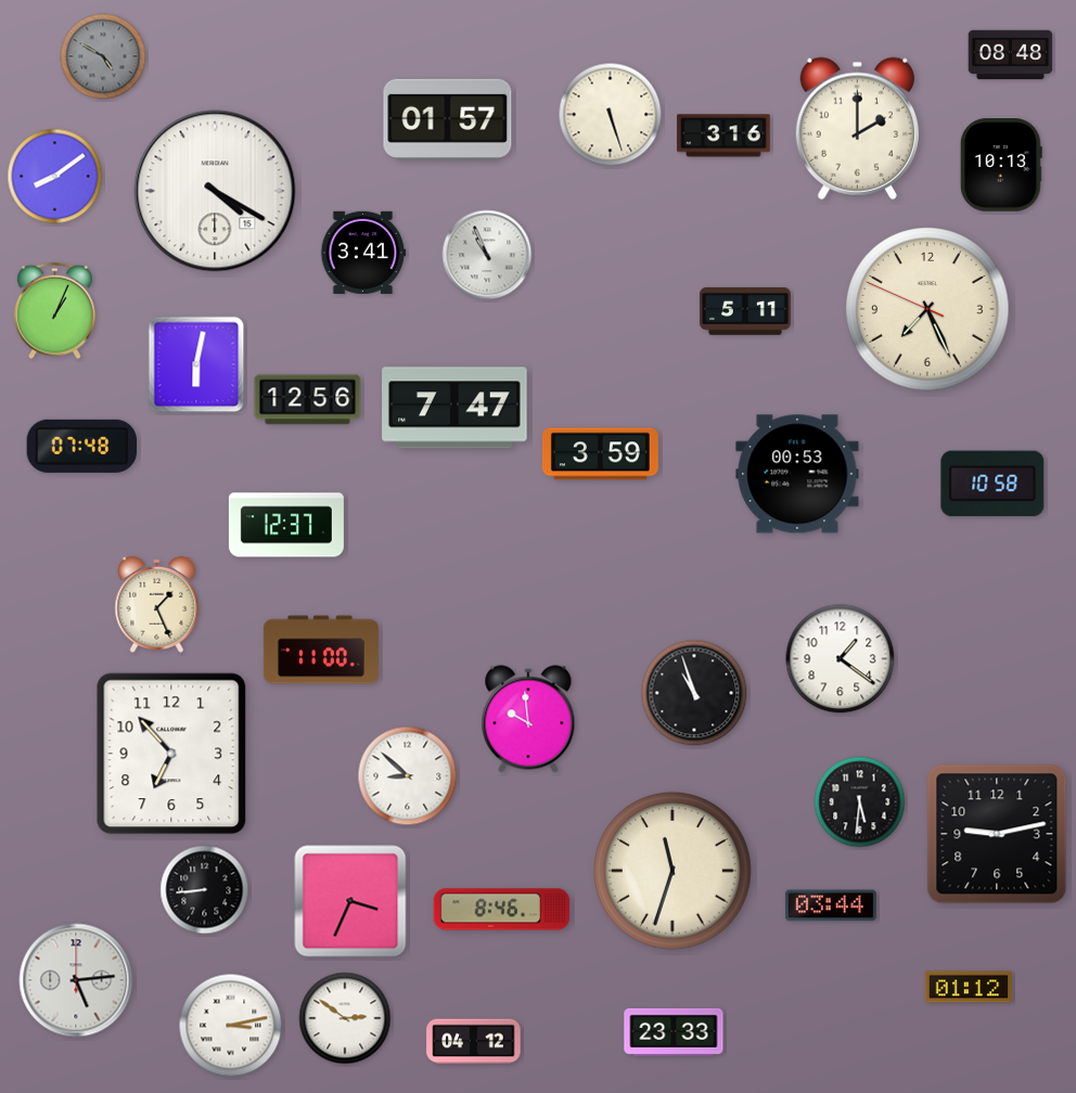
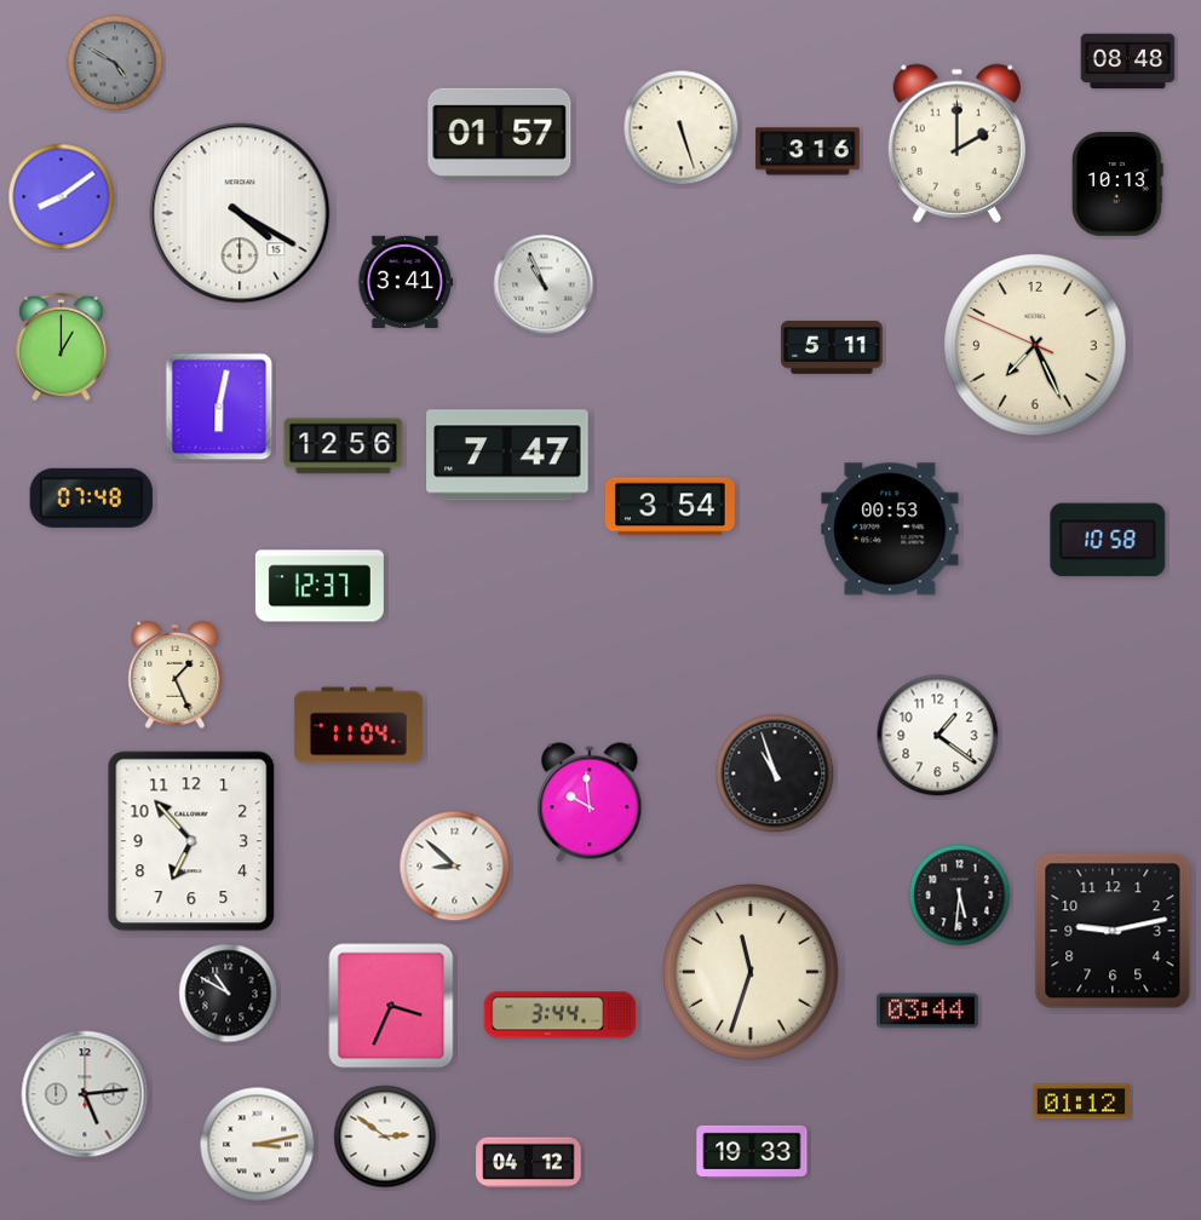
clock at (55, 311): 1:04 -> 1:00
clock at (600, 454): 3:59 -> 3:54
clock at (321, 650): 11:00 -> 11:04
clock at (205, 890): 8:44 -> 10:50
clock at (502, 910): 8:46 -> 3:44
clock at (674, 1032): 23:33 -> 19:33
